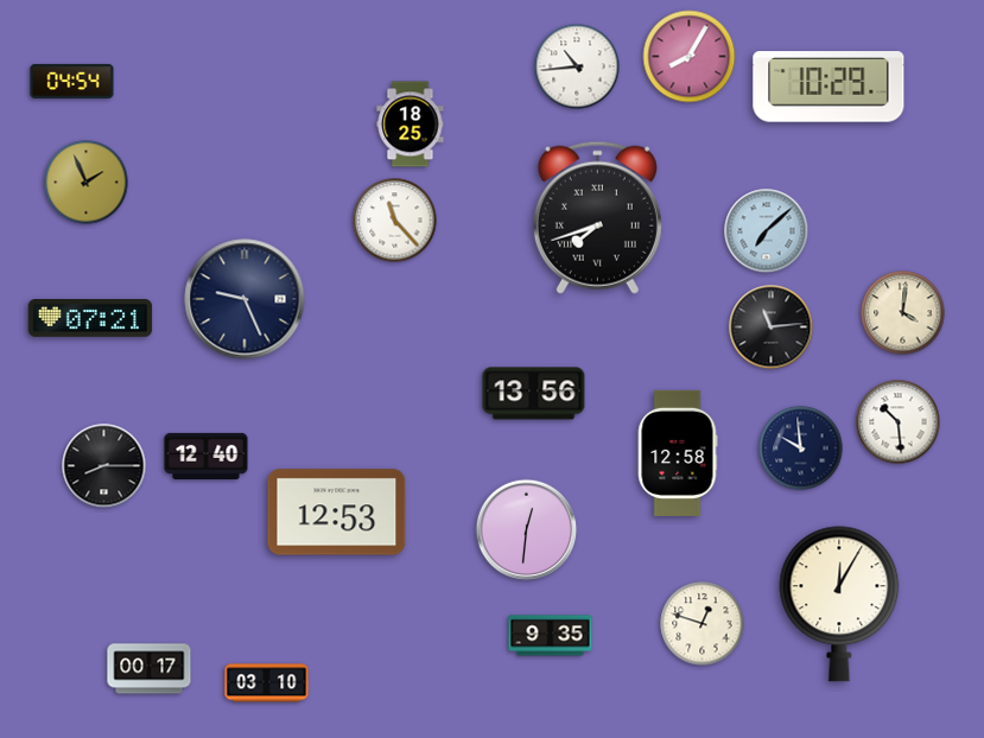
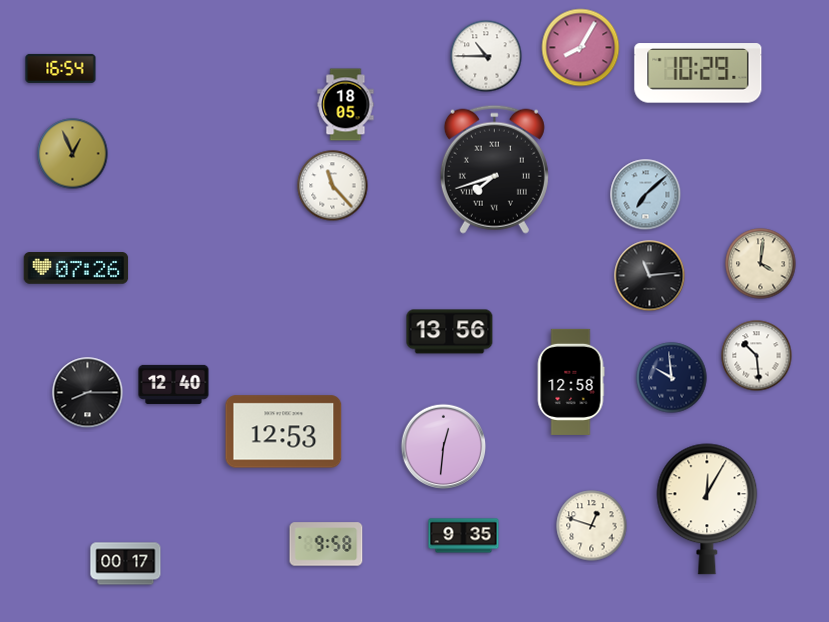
clock at (577, 66): 10:44 -> 10:45
clock at (72, 81): 04:54 -> 16:54
clock at (411, 125): 18:25 -> 18:05
clock at (87, 183): 1:56 -> 12:56
clock at (597, 217) position: (597, 217) -> (494, 169)
clock at (245, 299): 9:26 -> none
clock at (90, 319): 07:21 -> 07:26
clock at (801, 448) position: (801, 448) -> (672, 378)
clock at (326, 544): none -> 9:58
clock at (267, 683): 03:10 -> none
